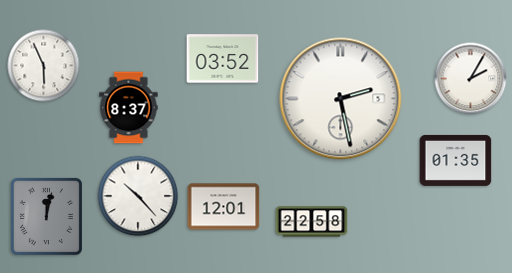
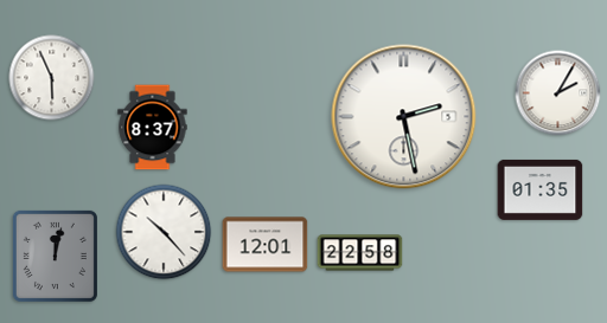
clock at (223, 59): 03:52 -> none
clock at (312, 222) position: (312, 222) -> (360, 253)
